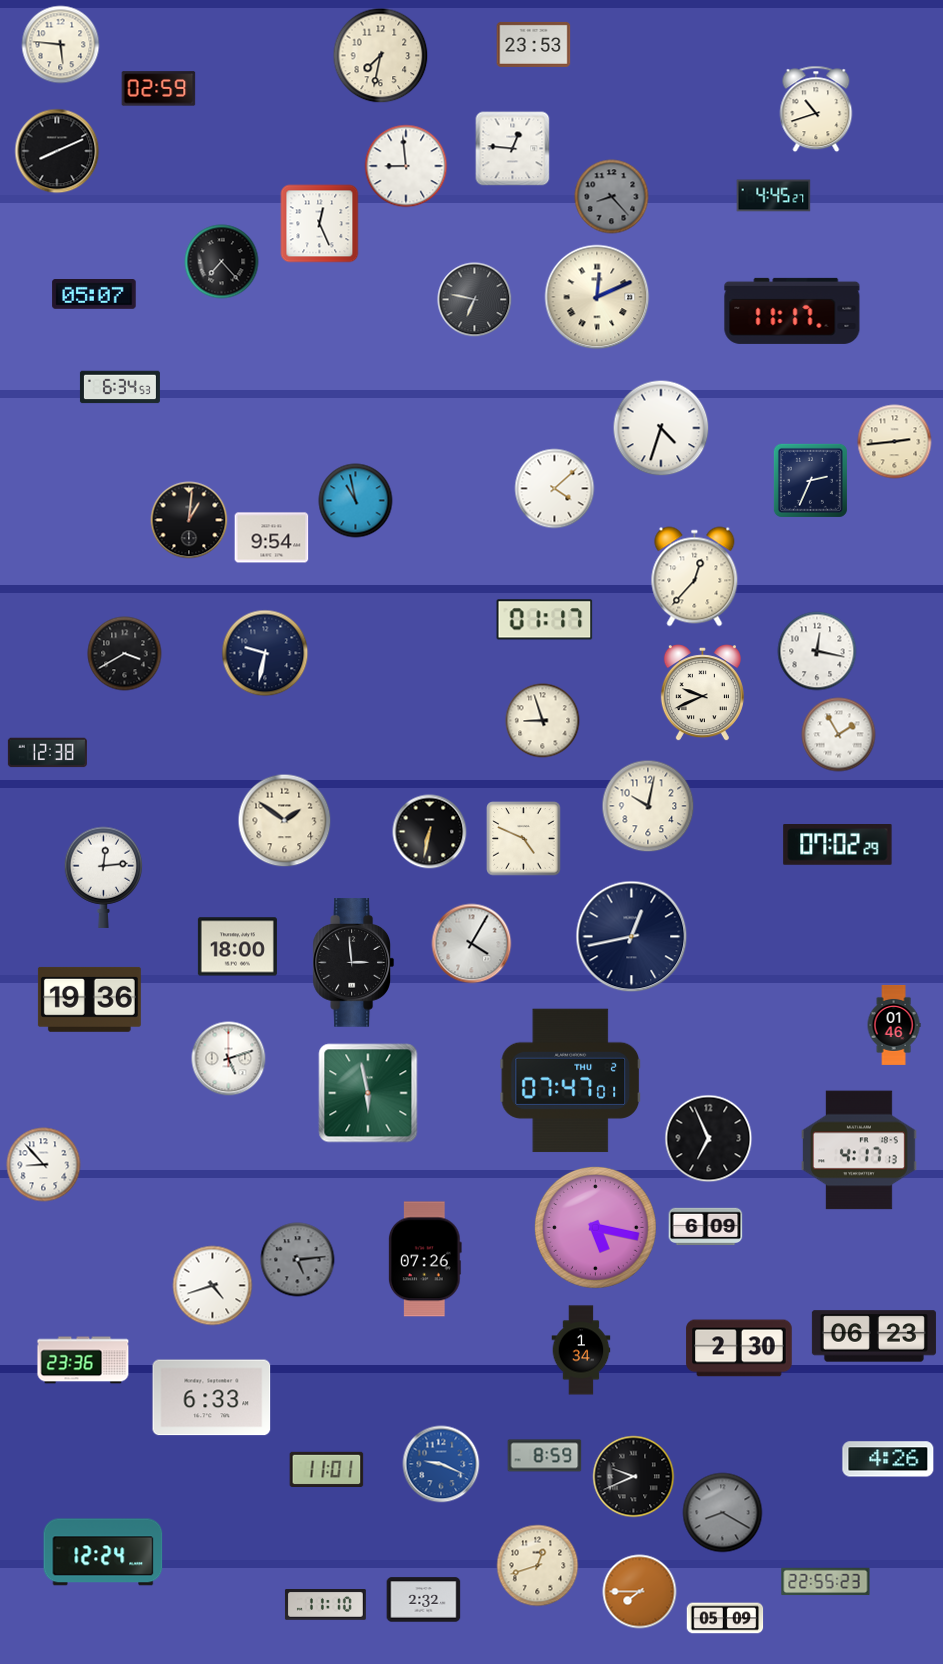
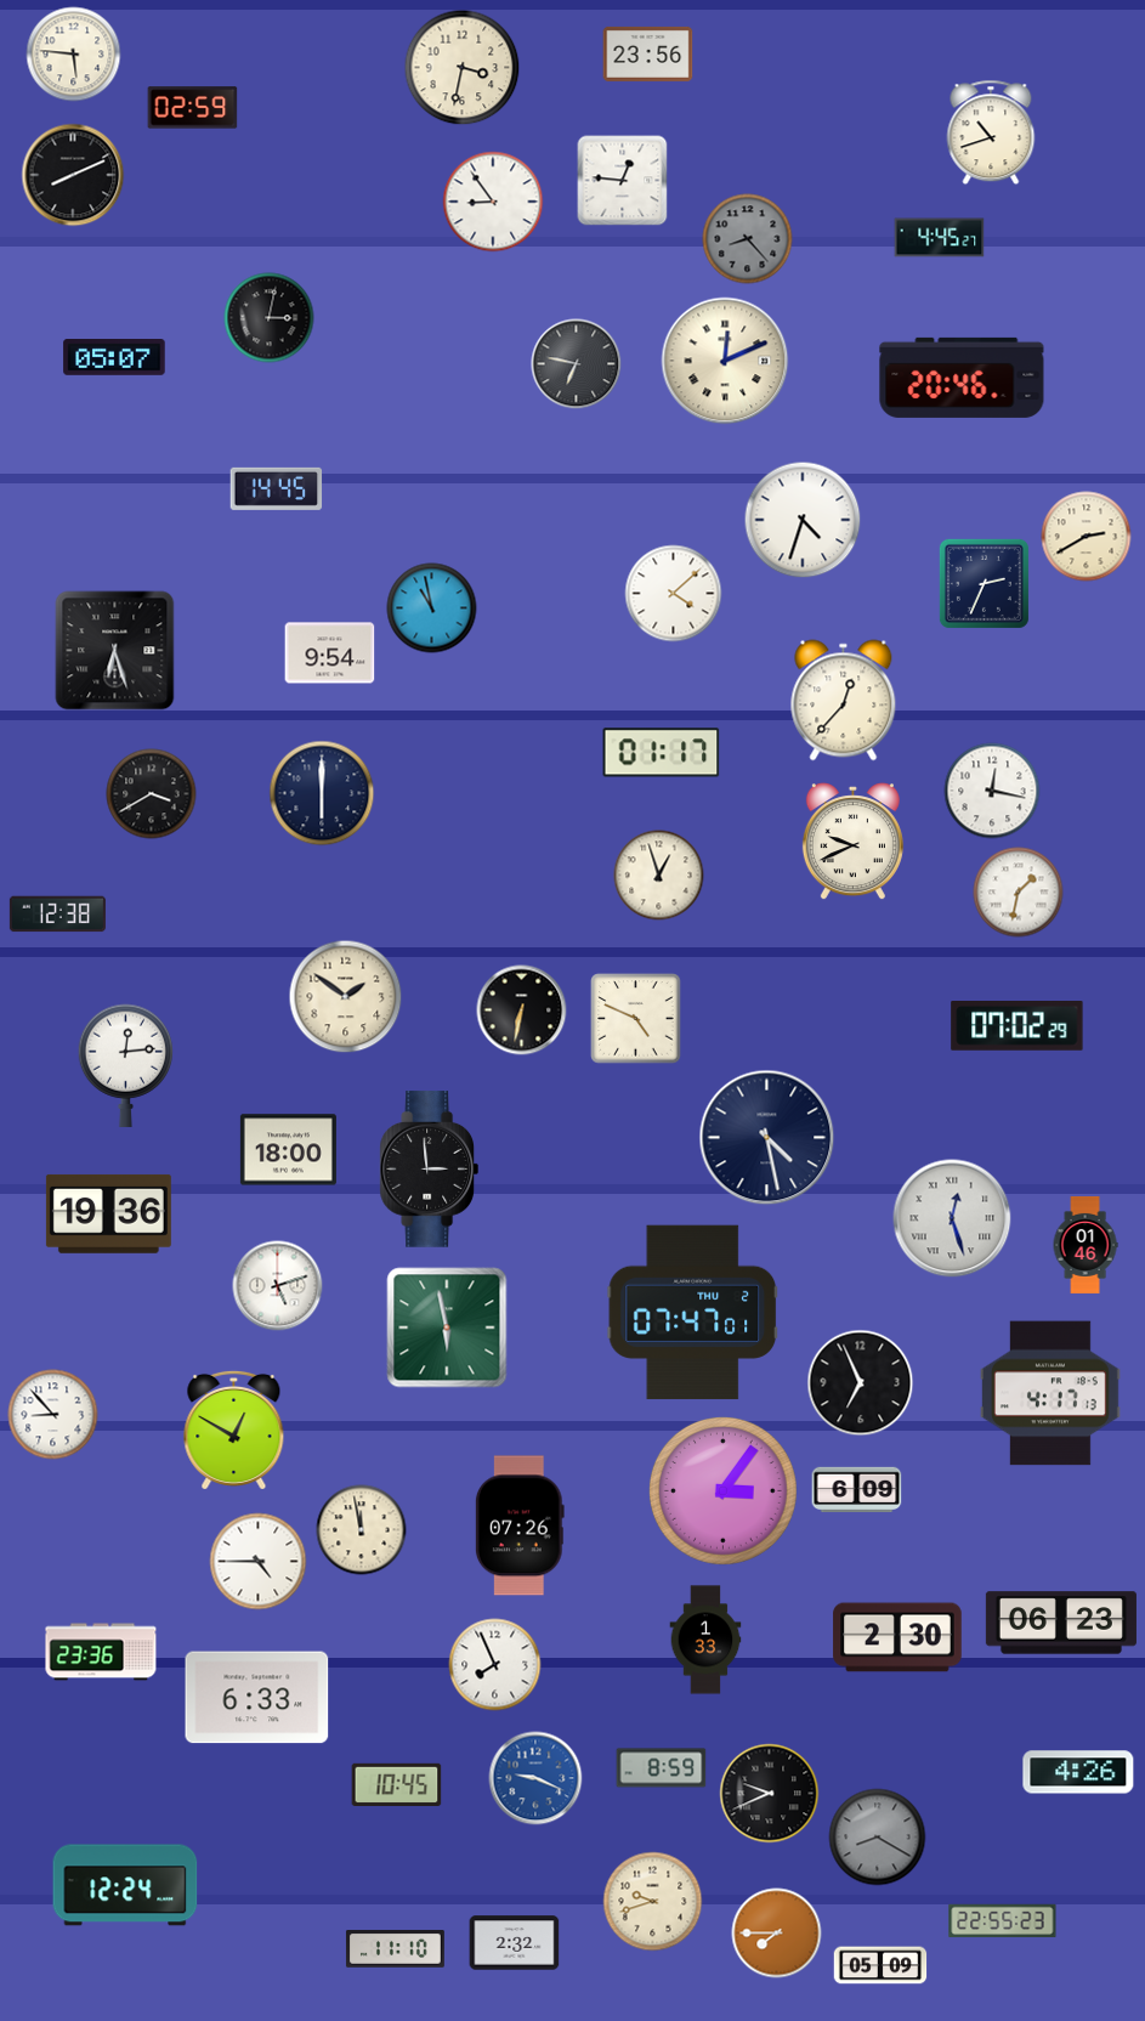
clock at (534, 44): 23:53 -> 23:56
clock at (381, 56): 7:32 -> 3:32
clock at (57, 151) position: (57, 151) -> (73, 175)
clock at (406, 166): 8:59 -> 8:54
clock at (612, 197) position: (612, 197) -> (748, 239)
clock at (320, 224): 12:26 -> none
clock at (222, 262): 7:23 -> 3:02
clock at (792, 311): 11:17 -> 20:46
clock at (120, 387): 6:34 -> none
clock at (277, 488): none -> 14:45
clock at (895, 442): 2:44 -> 2:40
clock at (189, 520): 1:01 -> none
clock at (115, 651): none -> 6:27
clock at (265, 653): 9:32 -> 6:00
clock at (543, 721): 8:57 -> 12:57
clock at (839, 735): 1:55 -> 1:32
clock at (648, 806): 10:02 -> none
clock at (632, 937): 12:43 -> 4:28
clock at (472, 944): 4:05 -> none
clock at (952, 1218): none -> 12:27
clock at (860, 1150) position: (860, 1150) -> (1052, 1393)
clock at (234, 1430): none -> 12:50
clock at (595, 1227): 5:17 -> 3:06
clock at (425, 1259) position: (425, 1259) -> (520, 1525)
clock at (298, 1260): 5:14 -> 11:58
clock at (298, 1260) dial: grey -> cream
clock at (213, 1286): 4:42 -> 4:45
clock at (581, 1350): 1:34 -> 1:33
clock at (495, 1665): none -> 7:56
clock at (327, 1469): 11:01 -> 10:45
clock at (538, 1566): 12:42 -> 9:42
